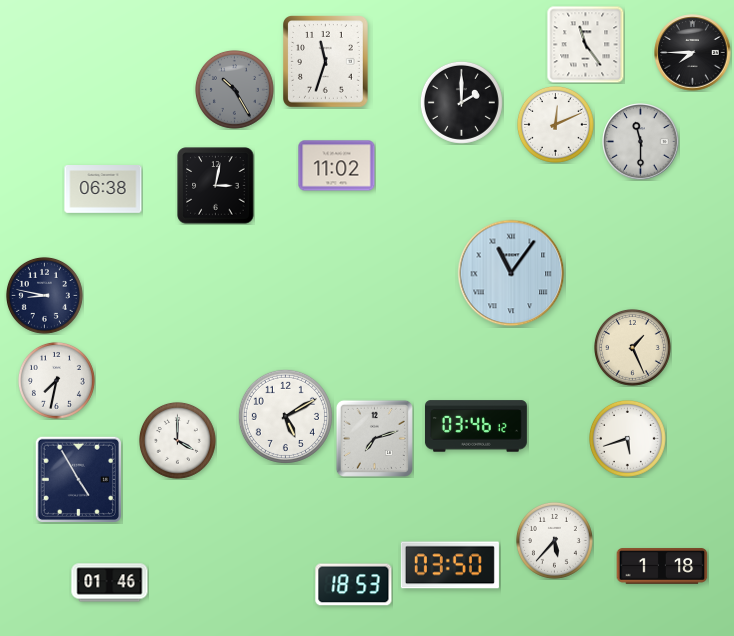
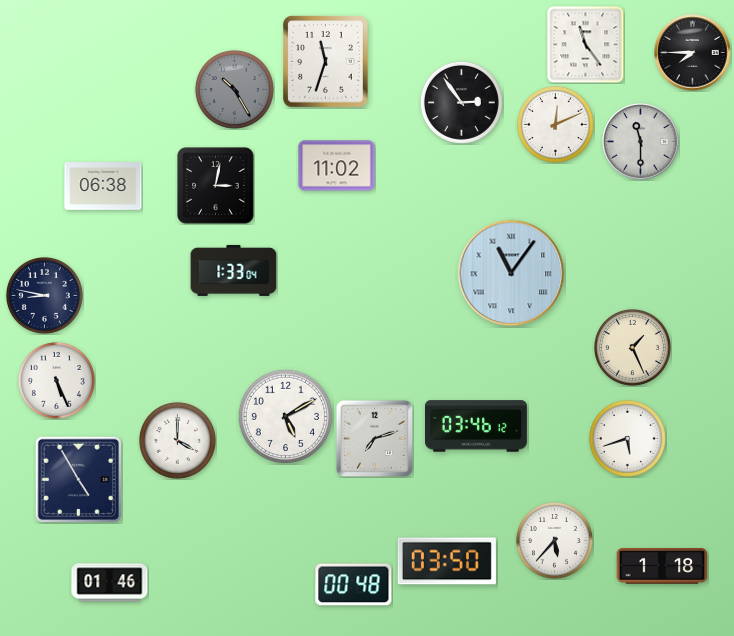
clock at (461, 102): 2:00 -> 2:54
clock at (103, 190) position: (103, 190) -> (103, 187)
clock at (234, 270): none -> 1:33
clock at (56, 380): 7:32 -> 5:26
clock at (450, 565) position: (450, 565) -> (447, 561)
clock at (354, 585): 18:53 -> 00:48
